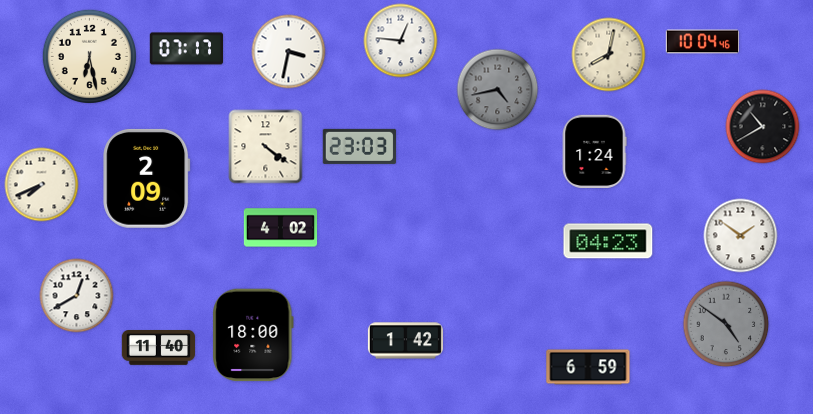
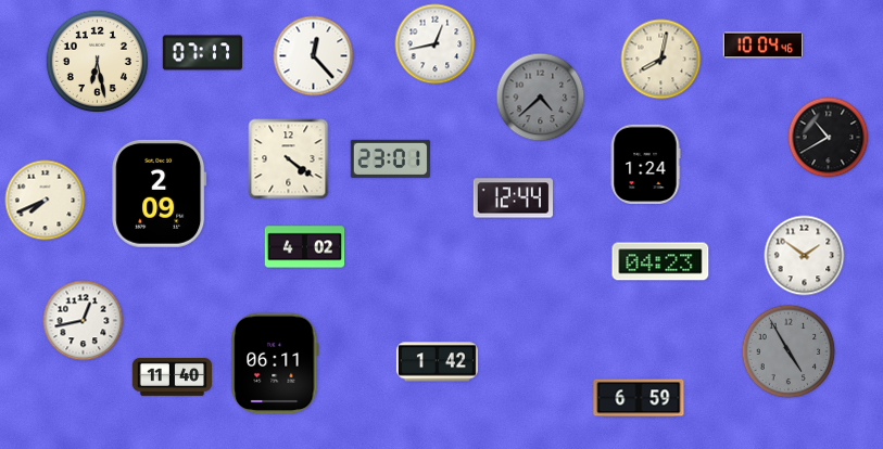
clock at (401, 41): 12:46 -> 12:43
clock at (289, 52): 3:32 -> 12:23
clock at (498, 90): 4:43 -> 4:38
clock at (359, 146): 23:03 -> 23:01
clock at (513, 198): none -> 12:44
clock at (77, 296): 12:40 -> 12:43
clock at (726, 324): 4:51 -> 4:55
clock at (253, 335): 18:00 -> 06:11
clock at (405, 341) position: (405, 341) -> (437, 362)
